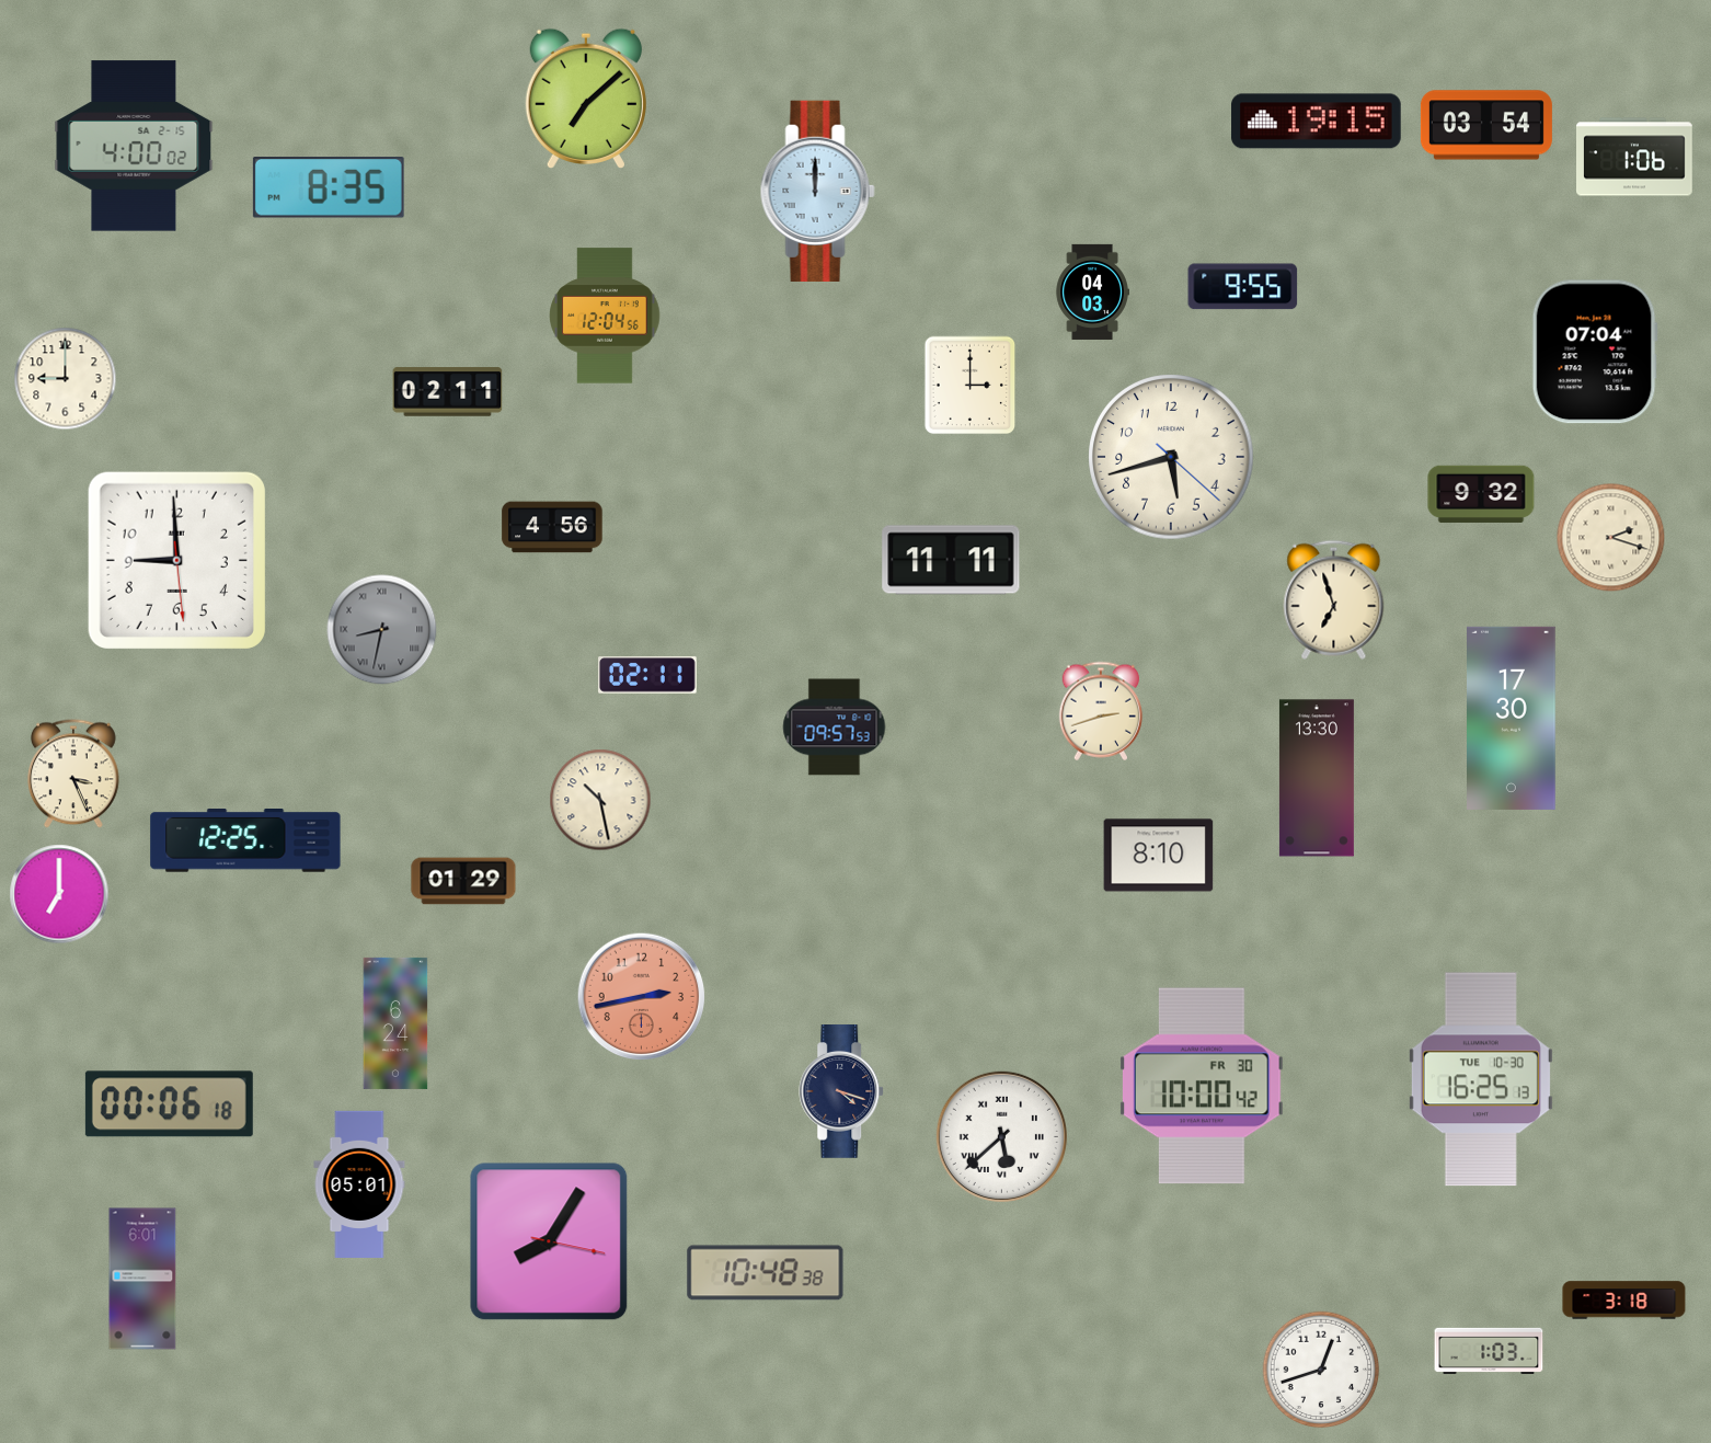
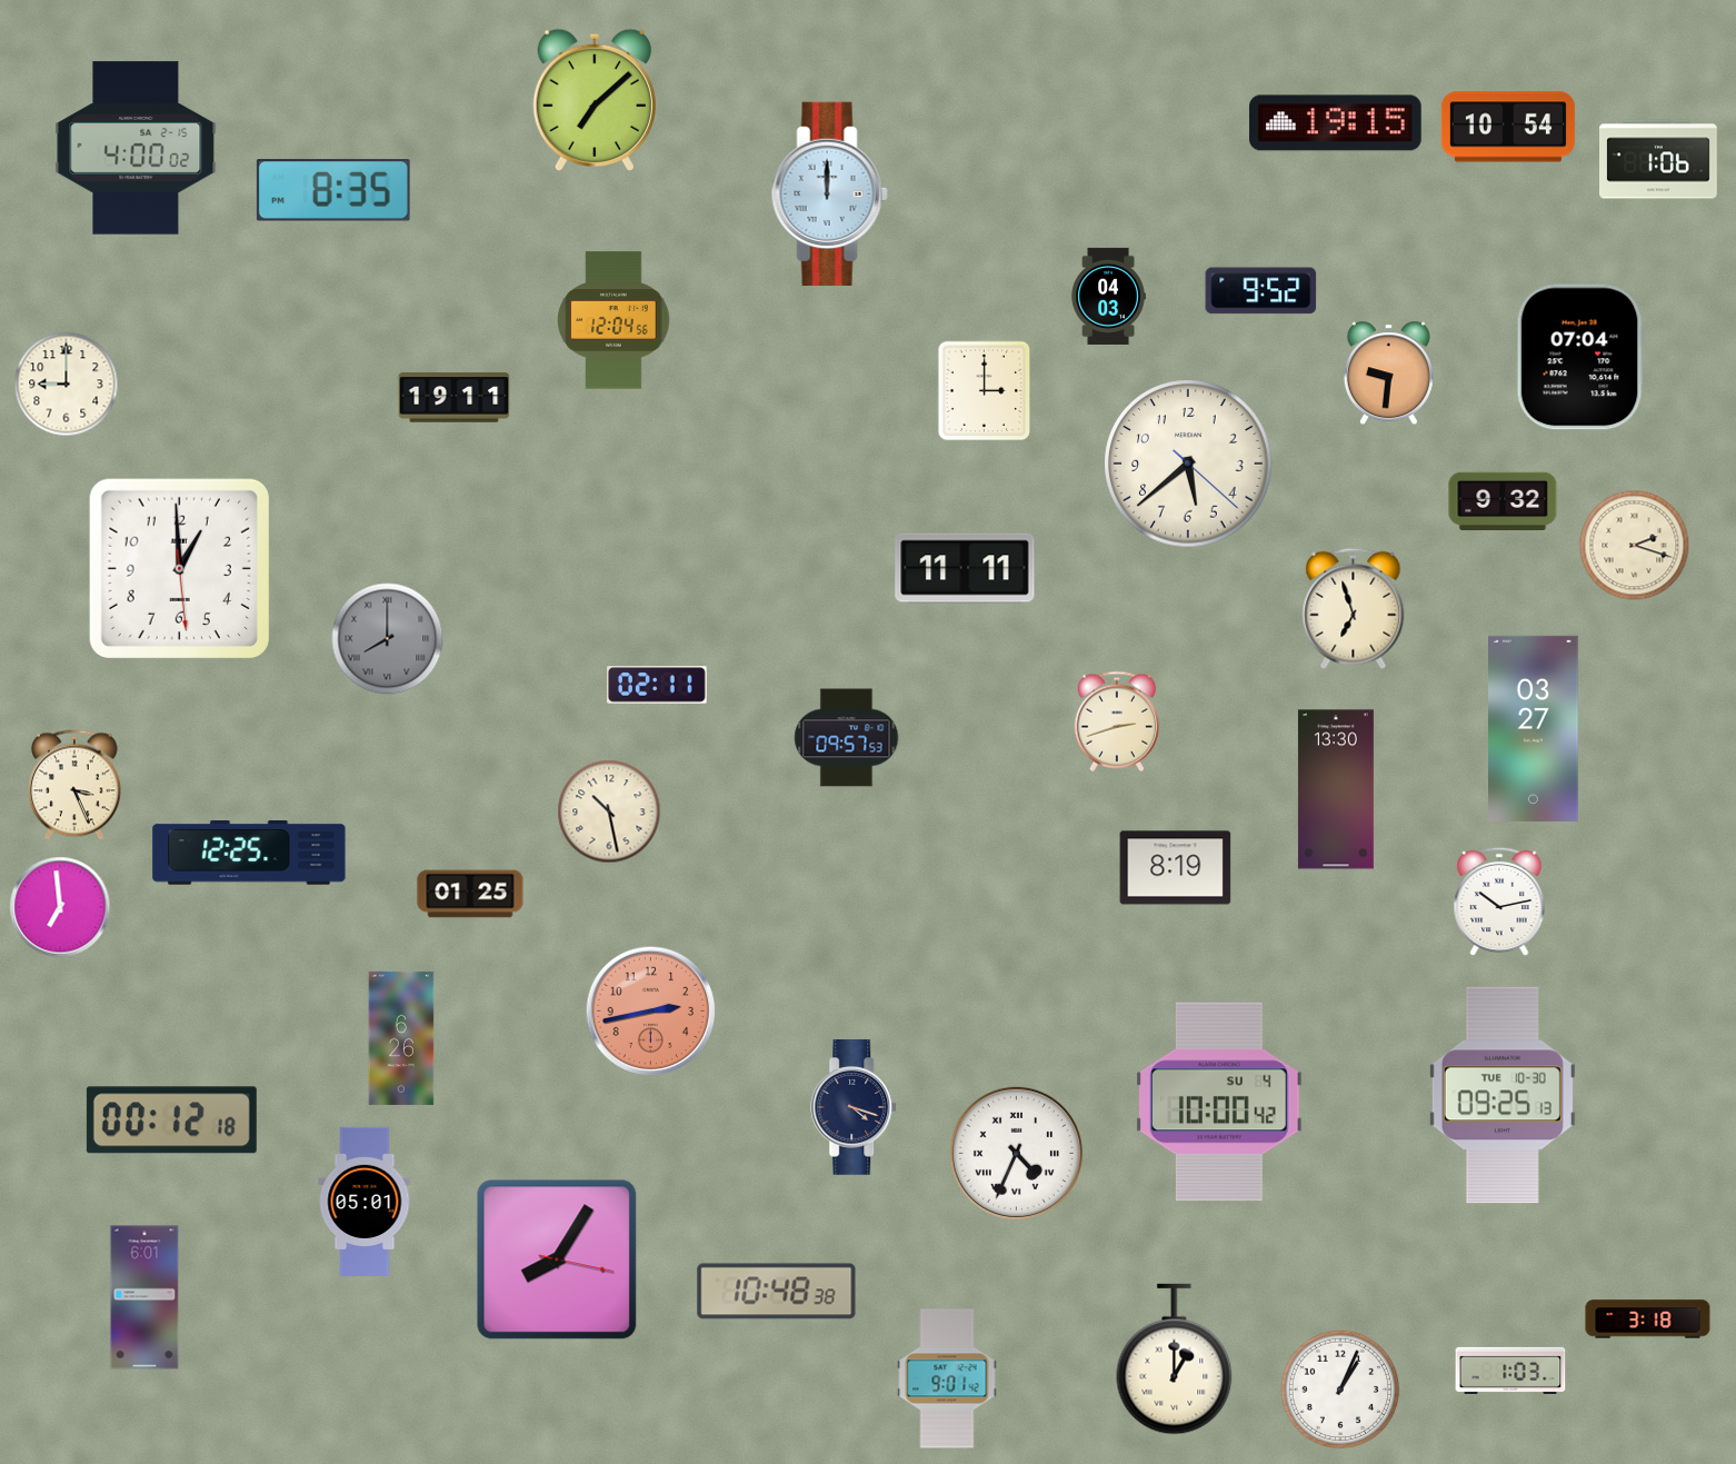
clock at (1486, 125): 03:54 -> 10:54
clock at (1243, 287): 9:55 -> 9:52
clock at (1595, 352) position: (1595, 352) -> (1580, 357)
clock at (1388, 374): none -> 9:31
clock at (448, 392): 02:11 -> 19:11
clock at (1171, 457): 5:42 -> 5:38
clock at (552, 527): 4:56 -> none
clock at (176, 560): 8:59 -> 12:59
clock at (382, 630): 8:32 -> 8:00
clock at (1512, 718): 17:30 -> 03:27
clock at (1159, 856): 8:10 -> 8:19
clock at (463, 881): 01:29 -> 01:25
clock at (1499, 902): none -> 10:13
clock at (59, 894): 7:00 -> 6:59
clock at (395, 1023): 6:24 -> 6:26
clock at (1481, 1079): 16:25 -> 09:25
clock at (1202, 1086) date: FR 30 -> SU 4
clock at (169, 1104): 00:06 -> 00:12
clock at (1001, 1136): 5:38 -> 4:34
clock at (1175, 1360): none -> 1:00
clock at (947, 1378): none -> 9:01
clock at (1321, 1370): 12:42 -> 1:04
